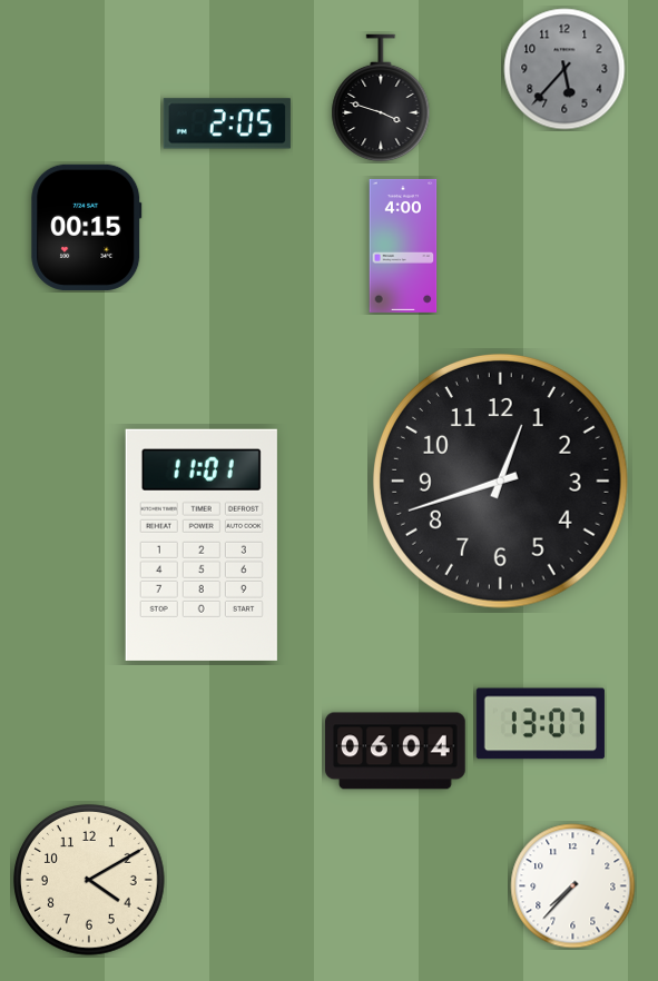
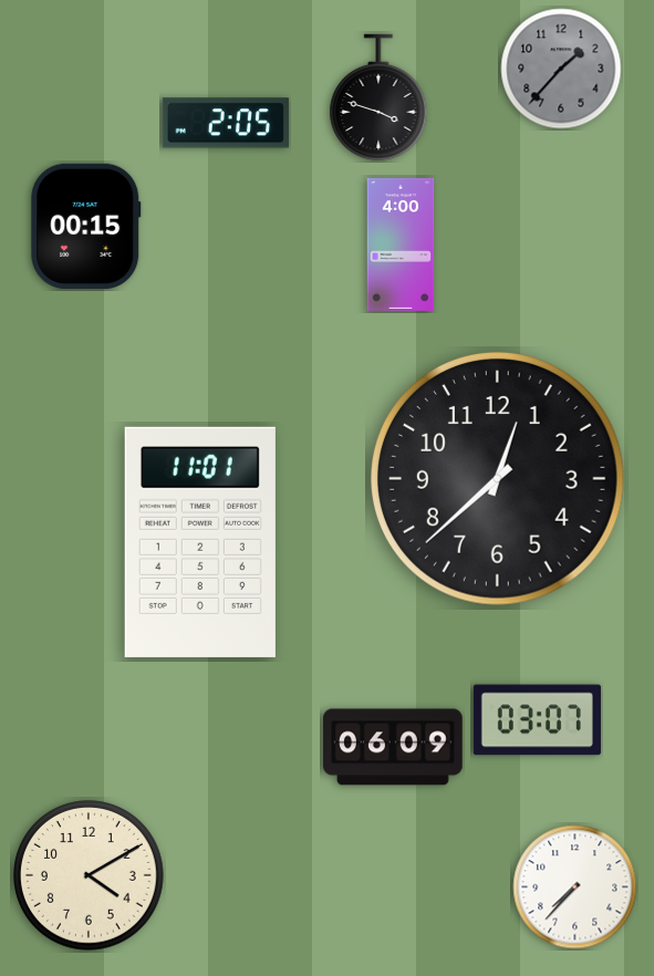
clock at (564, 69): 5:37 -> 1:37
clock at (500, 480): 12:42 -> 12:38
clock at (540, 724): 13:07 -> 03:07
clock at (395, 751): 06:04 -> 06:09
clock at (573, 886) position: (573, 886) -> (575, 887)
